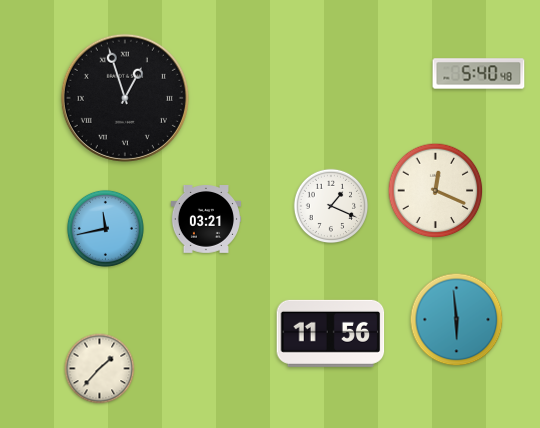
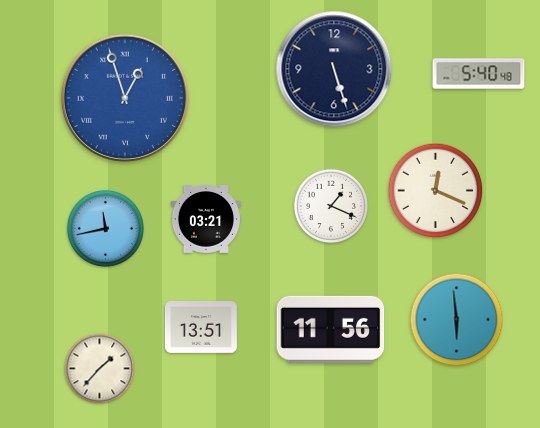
clock at (334, 69): none -> 5:27
clock at (125, 98) dial: black -> blue
clock at (201, 328): none -> 13:51
clock at (331, 333) position: (331, 333) -> (331, 329)
